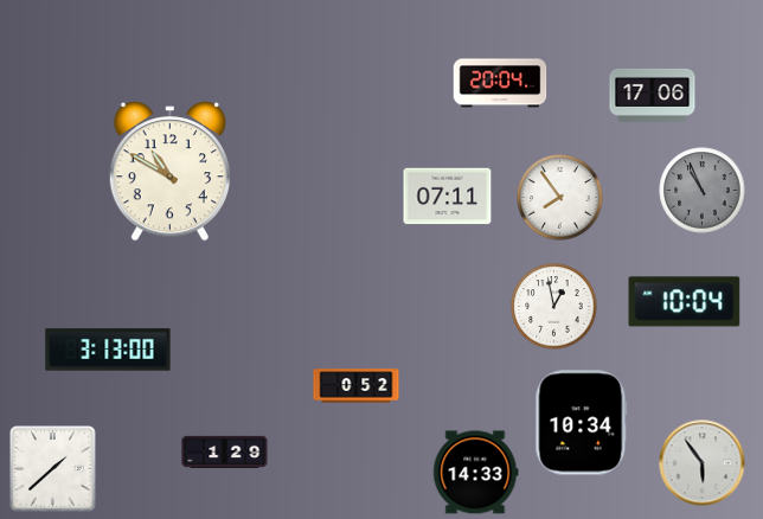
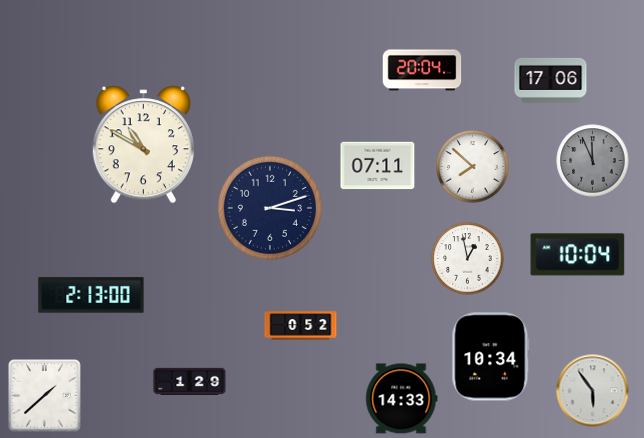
clock at (703, 191): 10:56 -> 11:56
clock at (560, 198): 7:54 -> 7:52
clock at (270, 208): none -> 3:12
clock at (108, 350): 3:13 -> 2:13
